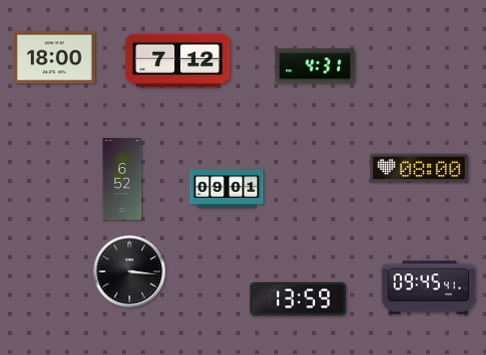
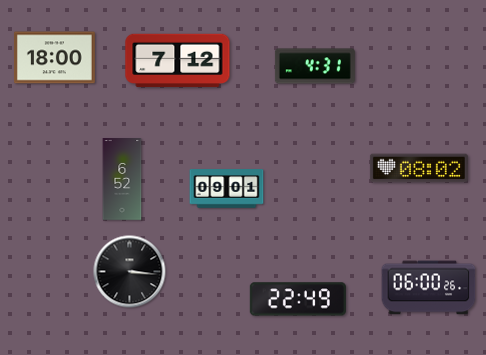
clock at (419, 168): 08:00 -> 08:02
clock at (429, 288): 09:45 -> 06:00
clock at (298, 299): 13:59 -> 22:49
